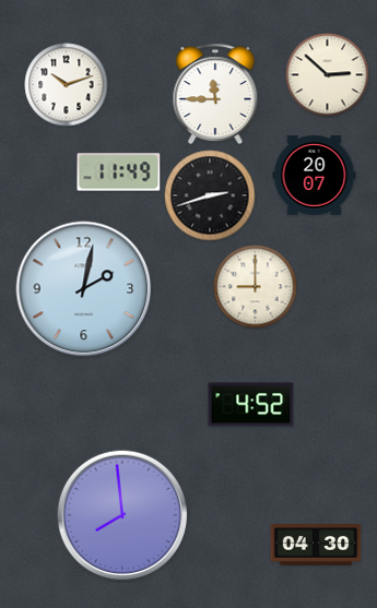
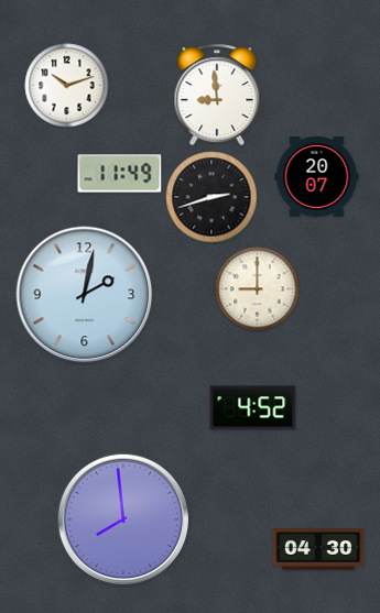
clock at (328, 75): 2:52 -> none
clock at (215, 94): 11:45 -> 8:59
clock at (84, 289) position: (84, 289) -> (85, 295)
